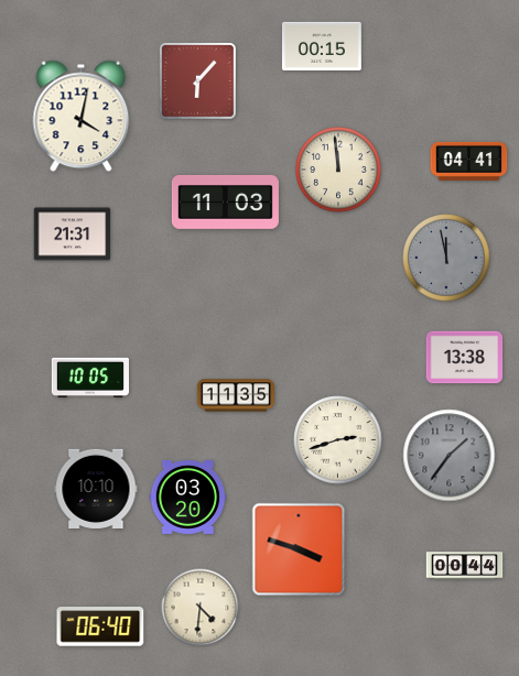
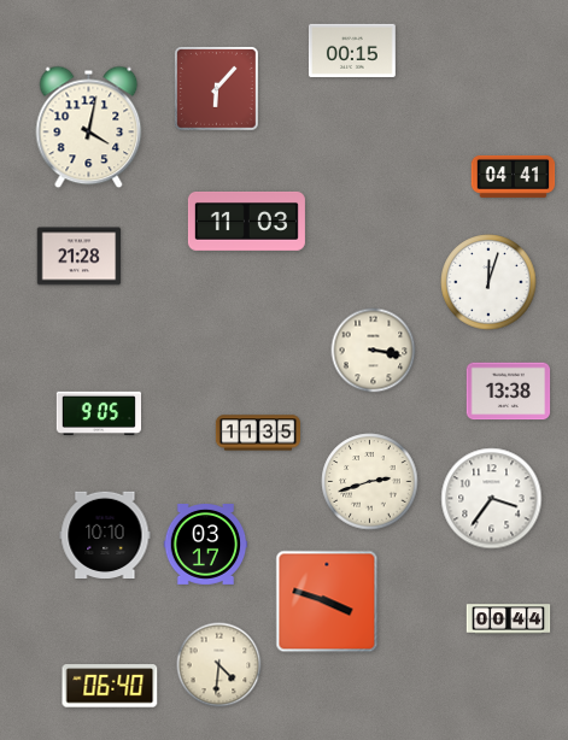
clock at (339, 171): 11:59 -> none
clock at (73, 235): 21:31 -> 21:28
clock at (446, 258): 11:58 -> 12:03
clock at (446, 258) dial: grey -> white
clock at (374, 351): none -> 3:17
clock at (89, 378): 10:05 -> 9:05
clock at (450, 456): 1:36 -> 3:36
clock at (450, 456) dial: grey -> white
clock at (188, 498): 03:20 -> 03:17
